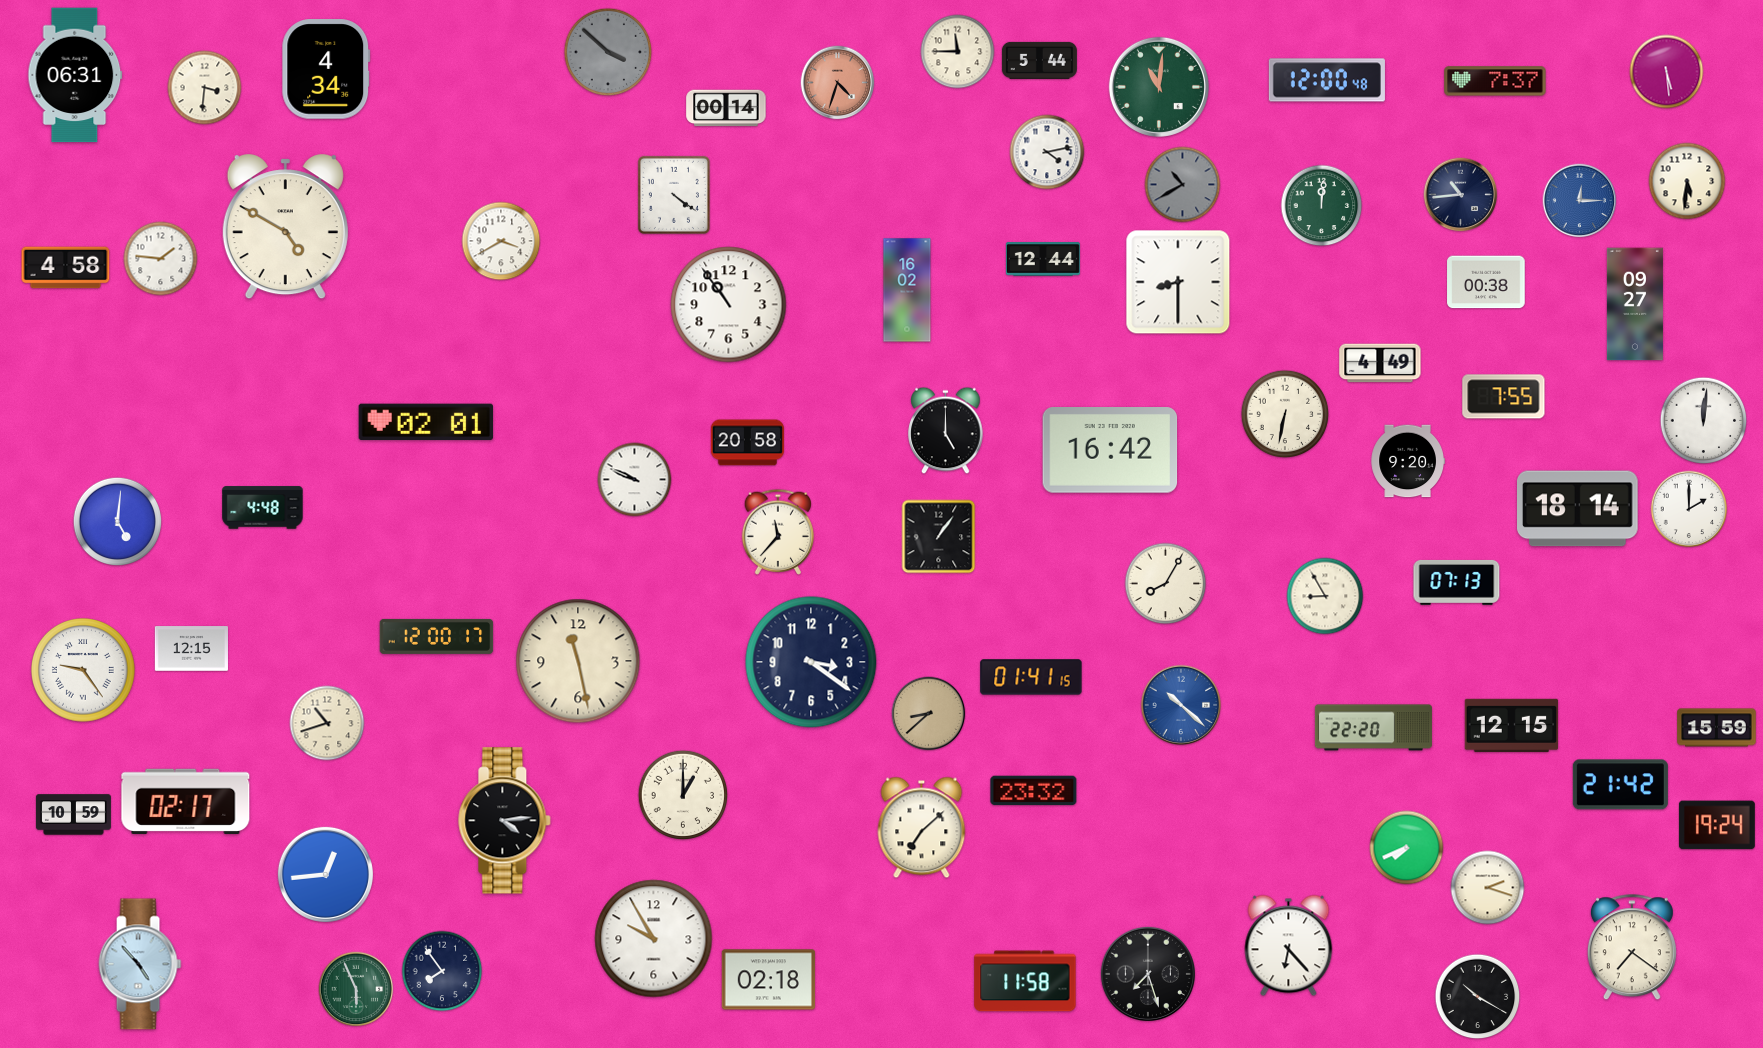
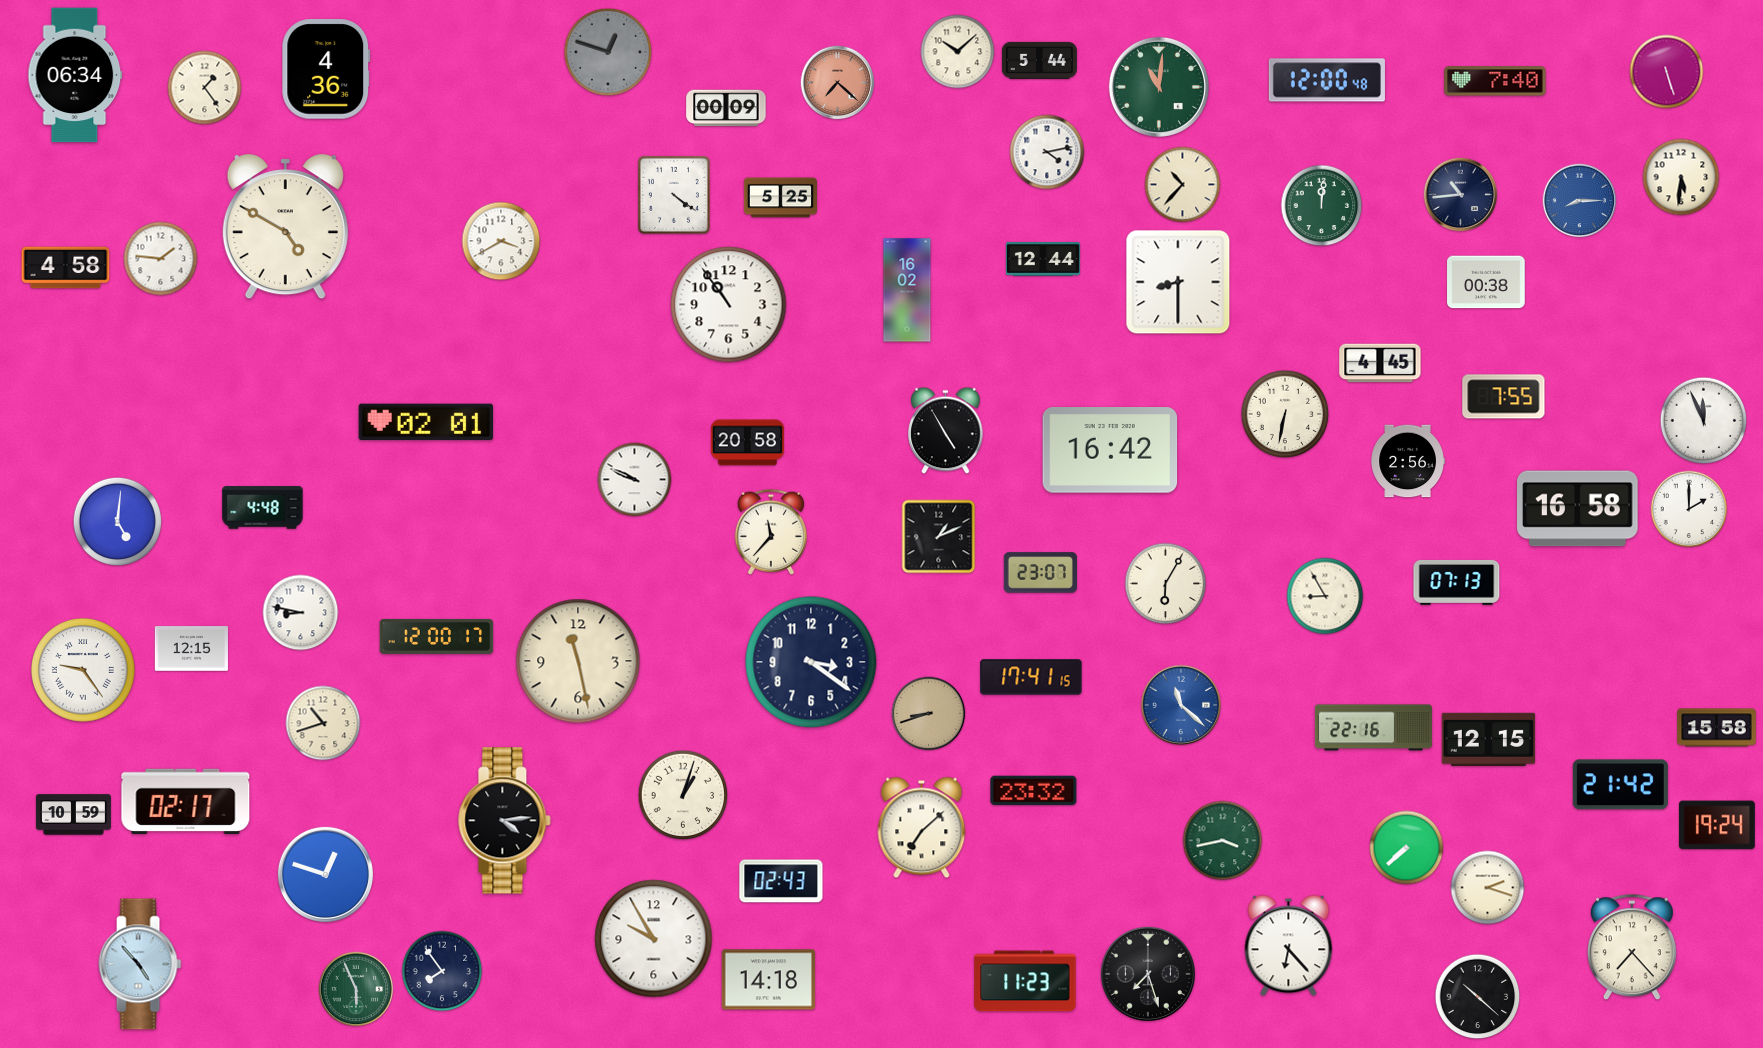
clock at (608, 52): 3:52 -> 12:48
clock at (958, 52): 11:45 -> 10:08
clock at (326, 69): 4:34 -> 4:36
clock at (1667, 72): 5:29 -> 5:27
clock at (75, 75): 06:31 -> 06:34
clock at (1495, 81): 7:37 -> 7:40
clock at (838, 83): 4:33 -> 7:22
clock at (205, 88): 3:31 -> 1:24
clock at (726, 108): 00:14 -> 00:09
clock at (1687, 181) position: (1687, 181) -> (1681, 177)
clock at (1183, 185): 10:40 -> 10:37
clock at (1183, 185) dial: grey -> cream
clock at (780, 198): none -> 5:25
clock at (1580, 201): 12:15 -> 8:15
clock at (1635, 304): 09:27 -> none
clock at (1380, 363): 4:49 -> 4:45
clock at (1704, 421): 12:01 -> 11:56
clock at (946, 431): 5:00 -> 4:55
clock at (1408, 461): 9:20 -> 2:56
clock at (1578, 509): 18:14 -> 16:58
clock at (777, 532) position: (777, 532) -> (770, 532)
clock at (939, 537): 1:06 -> 1:11
clock at (1040, 573): none -> 23:07
clock at (1166, 584): 8:05 -> 6:05
clock at (301, 613): none -> 8:47
clock at (1031, 677): 01:41 -> 17:41
clock at (1181, 705): 10:22 -> 11:22
clock at (929, 714): 8:38 -> 8:42
clock at (327, 723) position: (327, 723) -> (323, 723)
clock at (1512, 725) position: (1512, 725) -> (1489, 739)
clock at (1373, 728): 22:20 -> 22:16
clock at (1717, 728): 15:59 -> 15:58
clock at (682, 794): 1:00 -> 1:03
clock at (1223, 841): none -> 3:43
clock at (1407, 848): 7:41 -> 7:38
clock at (325, 874): 12:44 -> 12:48
clock at (781, 881): none -> 02:43
clock at (1632, 948): 7:21 -> 7:23
clock at (769, 980): 02:18 -> 14:18
clock at (1025, 981): 11:58 -> 11:23
clock at (1478, 997): 10:20 -> 10:22
